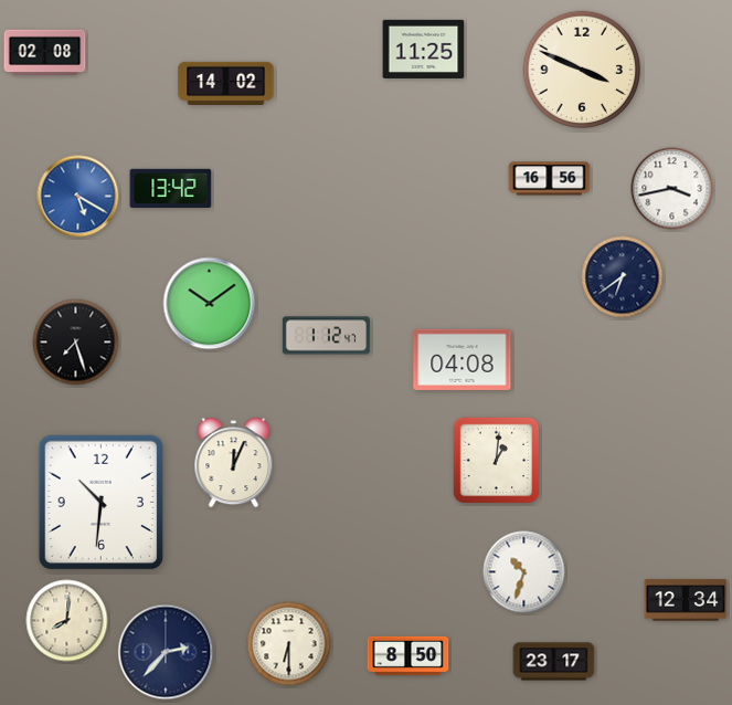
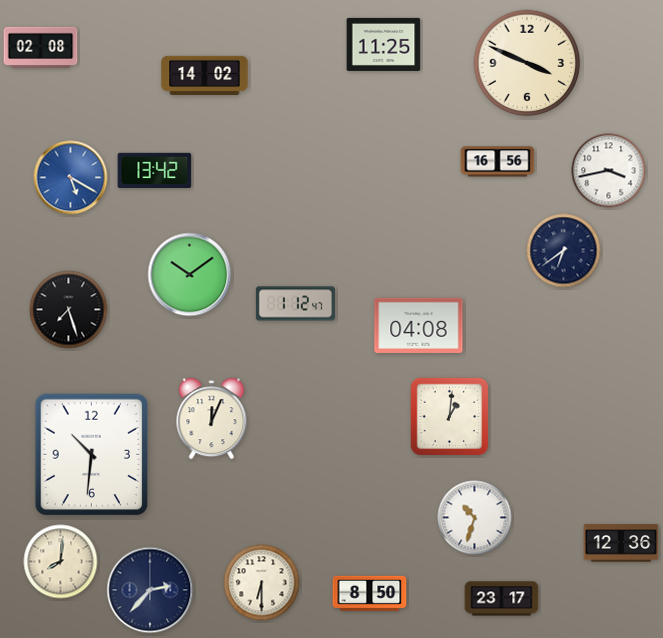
clock at (686, 600): 12:34 -> 12:36
